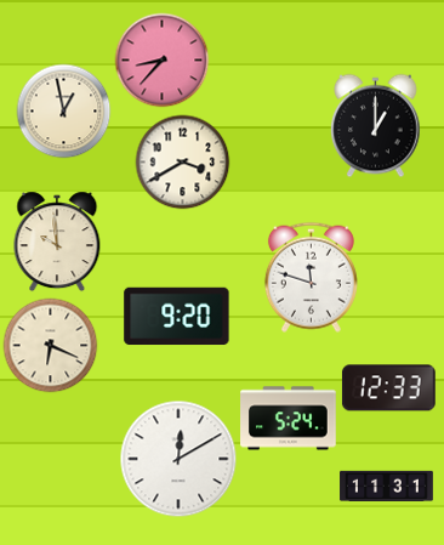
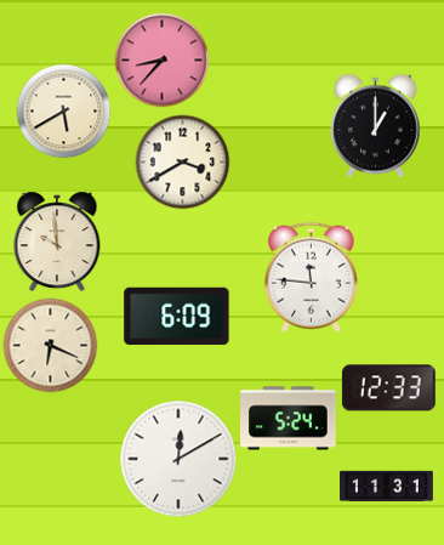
clock at (63, 110): 12:58 -> 5:40
clock at (311, 277): 11:48 -> 11:46
clock at (177, 317): 9:20 -> 6:09
